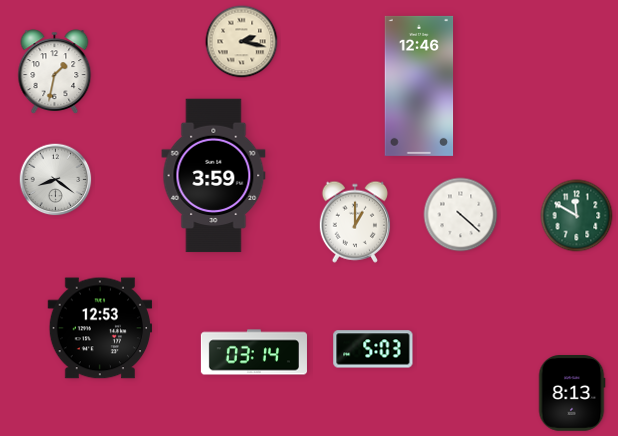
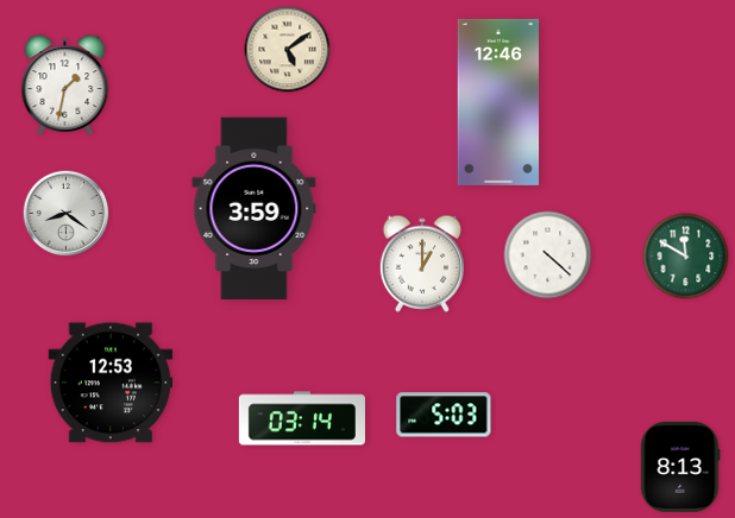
clock at (242, 42): 2:17 -> 5:09
clock at (100, 328) position: (100, 328) -> (111, 383)
